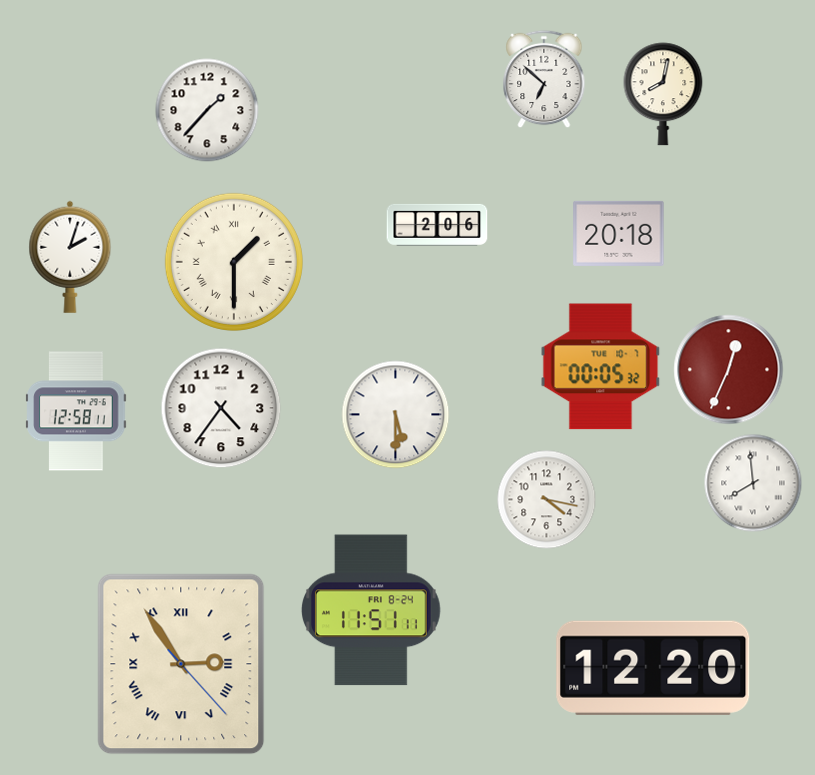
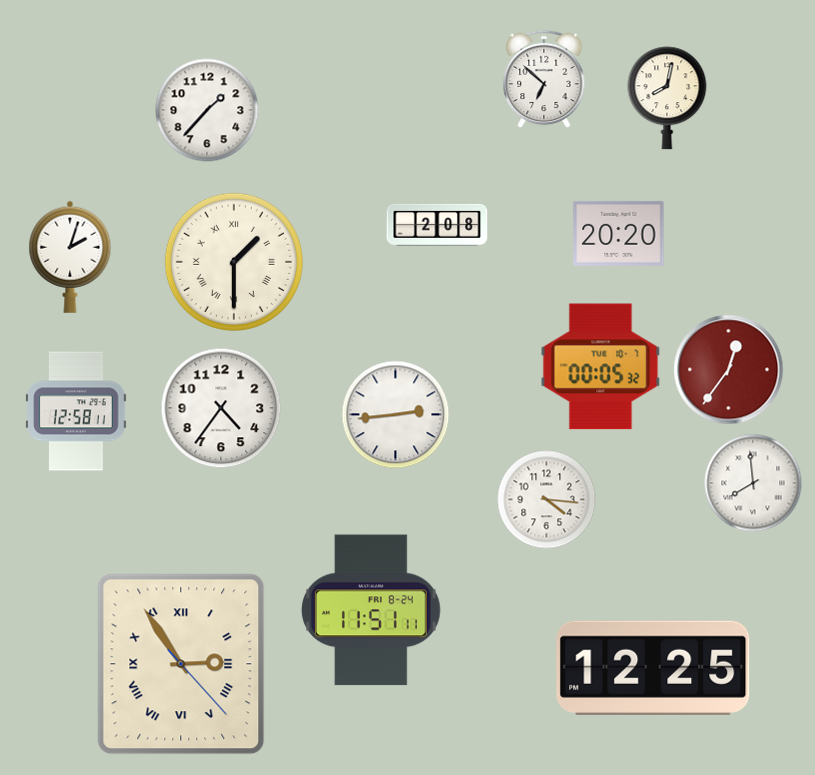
clock at (663, 94) position: (663, 94) -> (667, 98)
clock at (437, 225): 2:06 -> 2:08
clock at (619, 233): 20:18 -> 20:20
clock at (729, 370): 12:34 -> 12:36
clock at (396, 415): 5:30 -> 2:44
clock at (547, 500): 4:17 -> 4:16
clock at (653, 668): 12:20 -> 12:25
